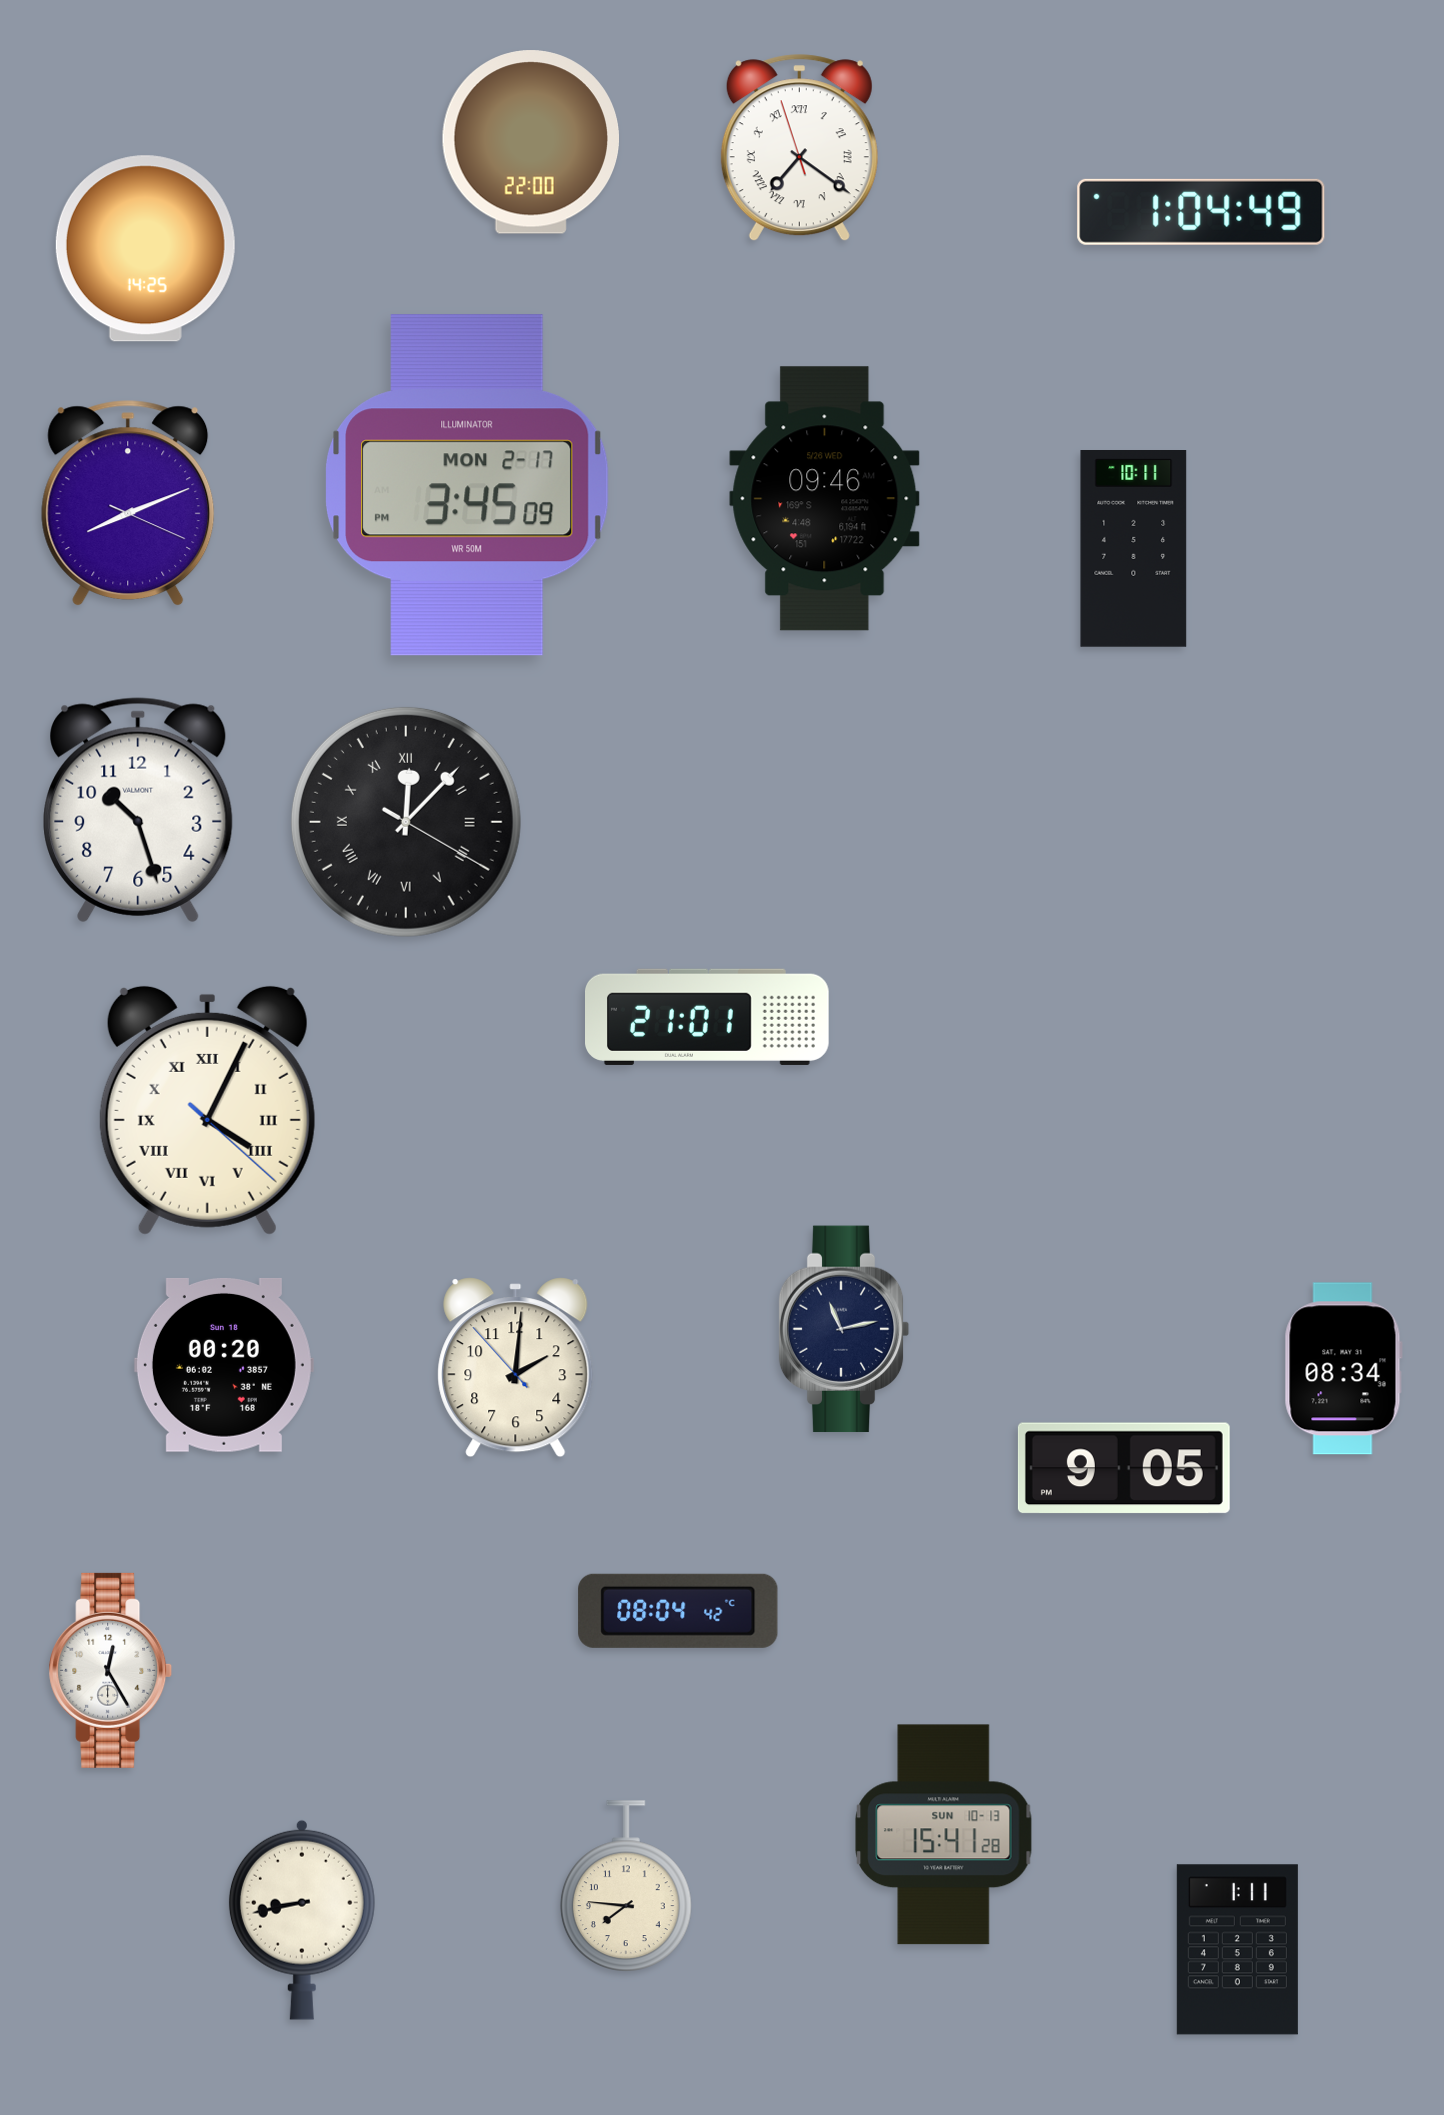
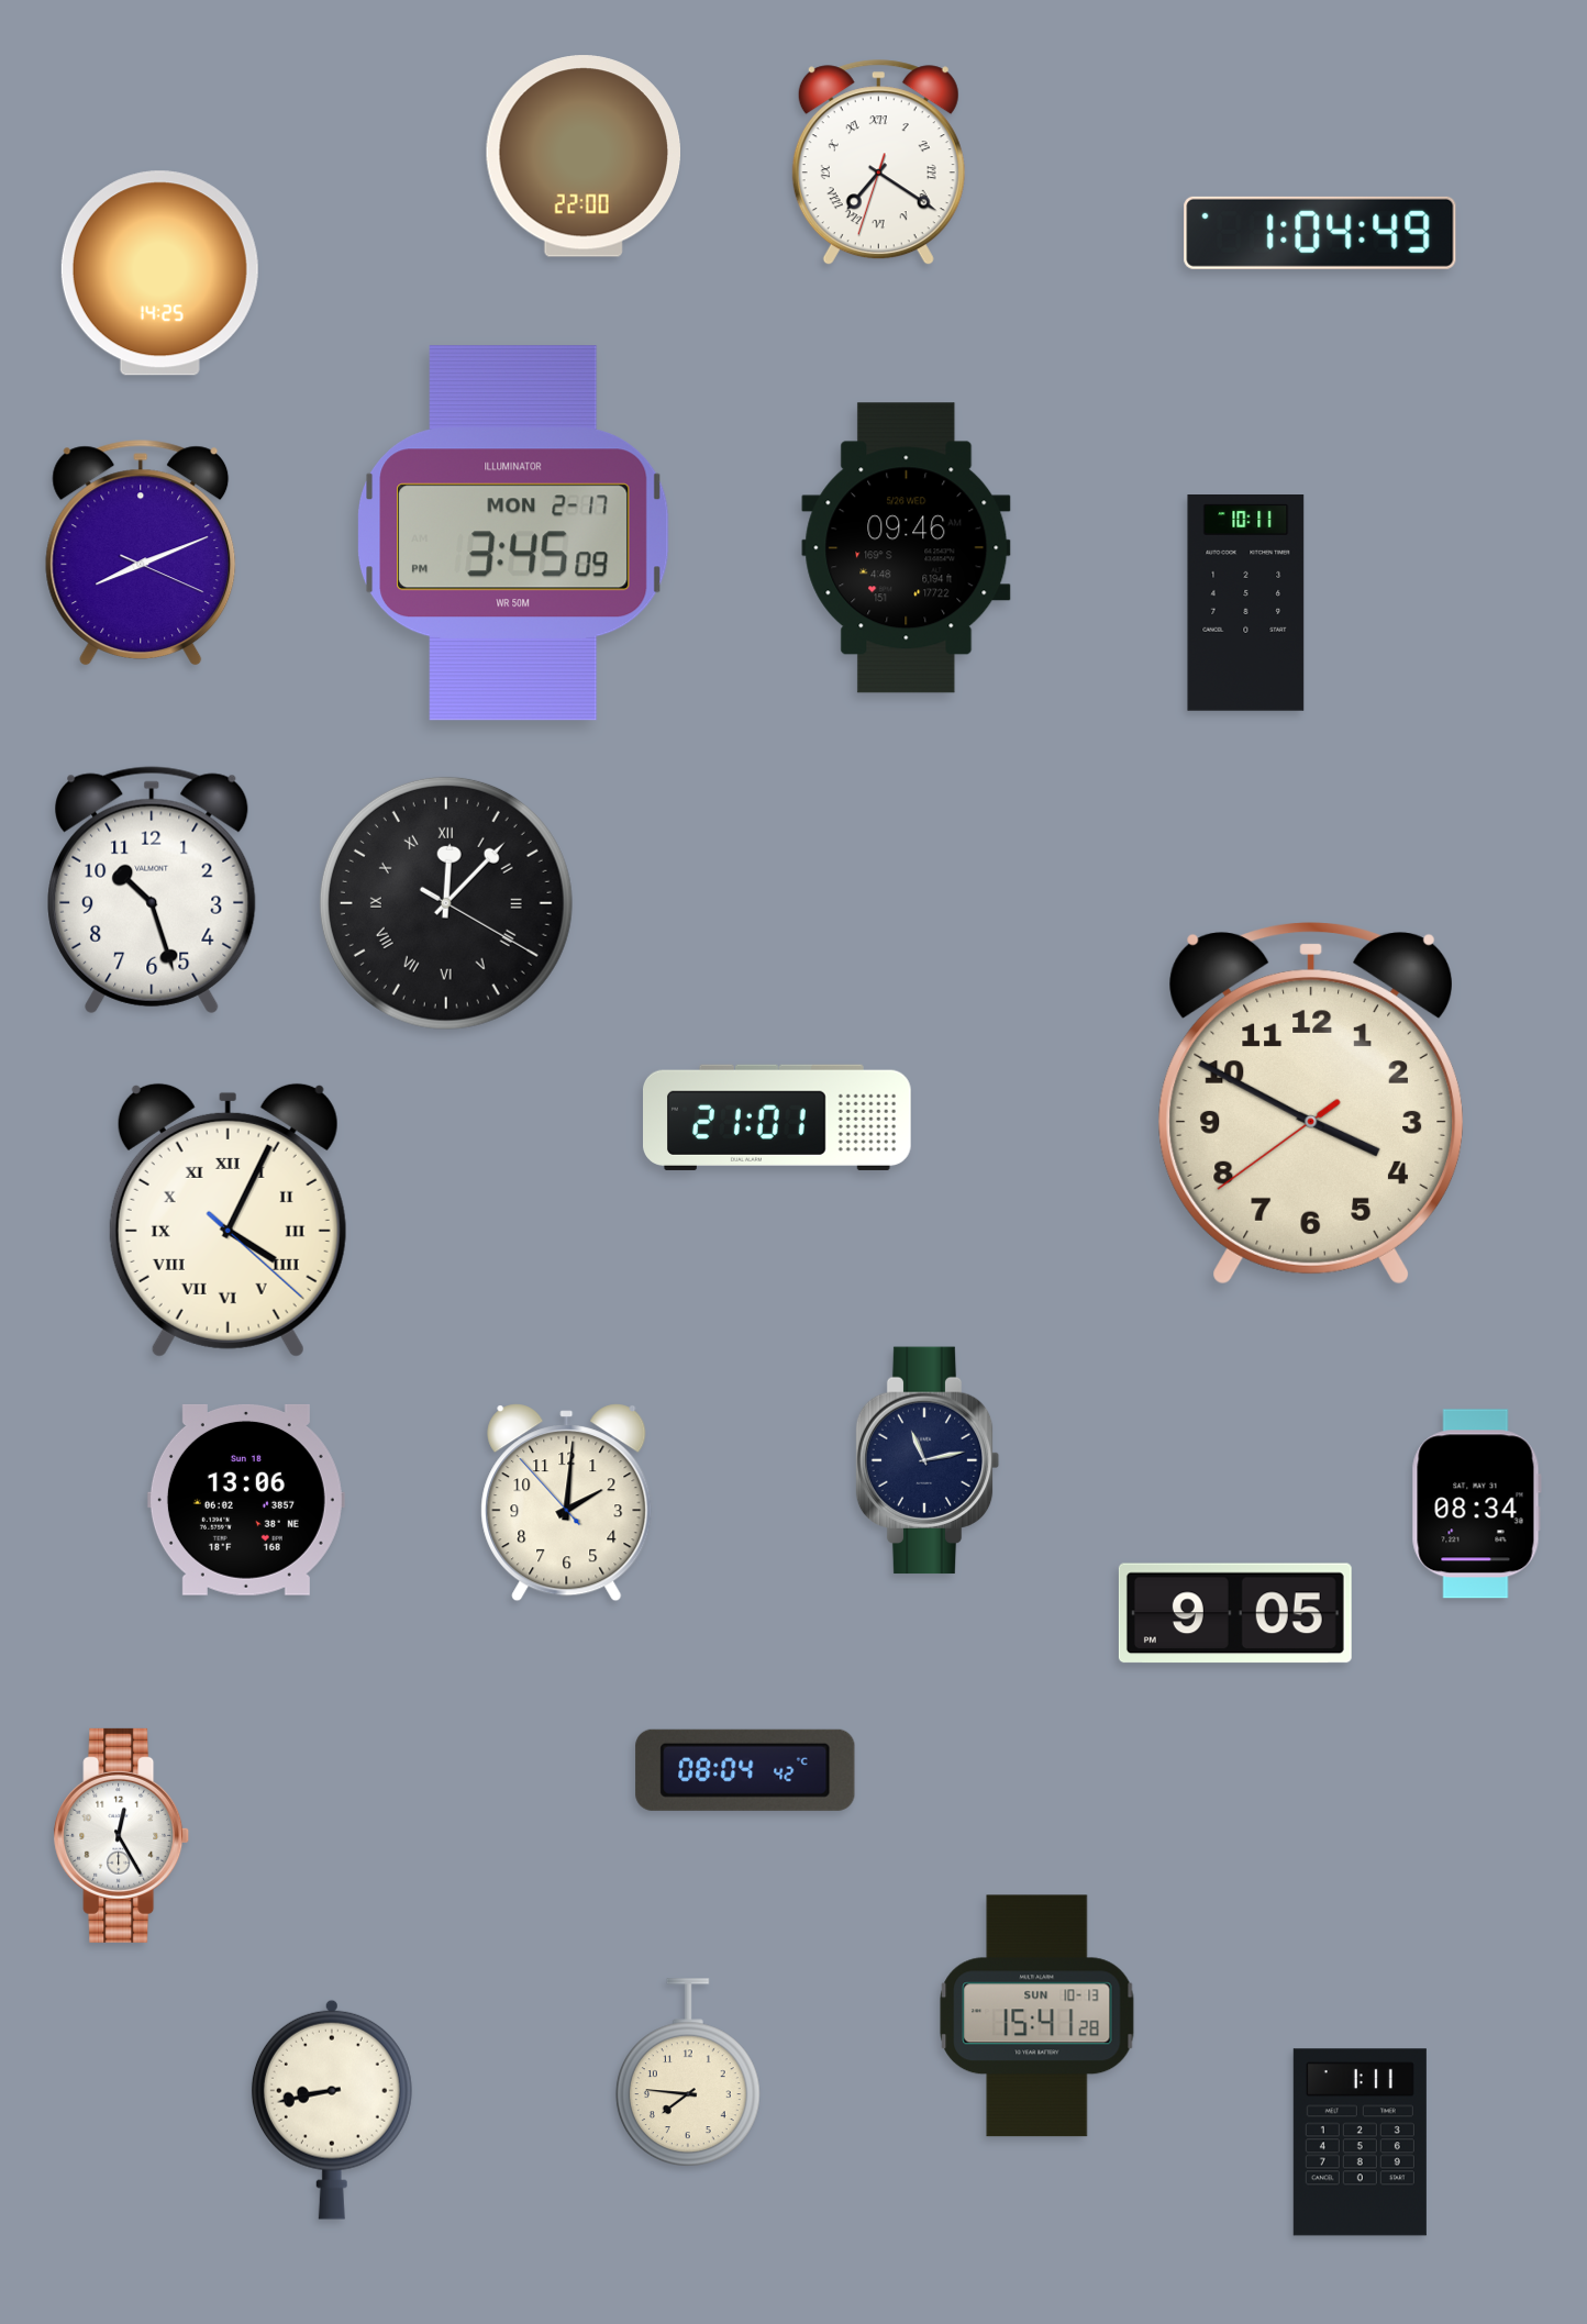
clock at (799, 148): 7:20:57 -> 7:20:33
clock at (1311, 1103): none -> 3:49
clock at (224, 1365): 00:20 -> 13:06
